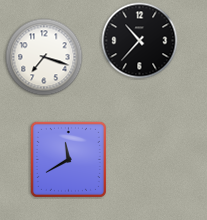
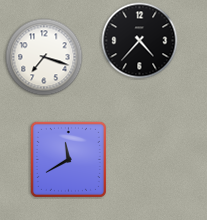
clock at (140, 41): 10:37 -> 4:37
